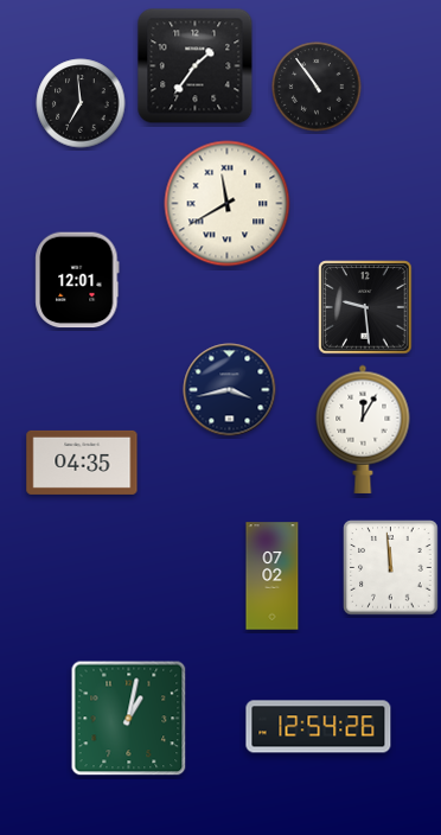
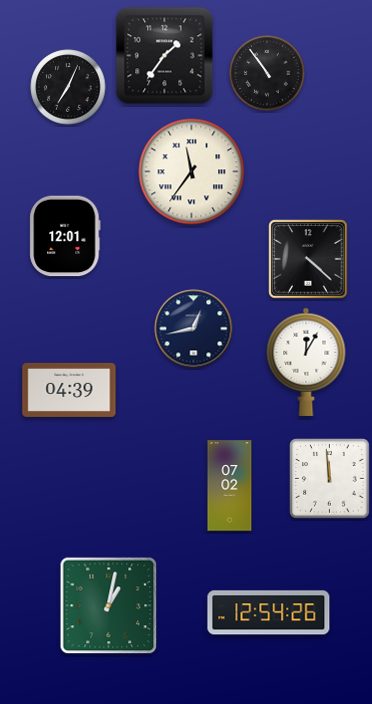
clock at (81, 103): 6:59 -> 7:04
clock at (228, 204): 11:40 -> 11:36
clock at (365, 307): 9:29 -> 4:22
clock at (230, 390): 3:43 -> 12:43
clock at (82, 463): 04:35 -> 04:39
